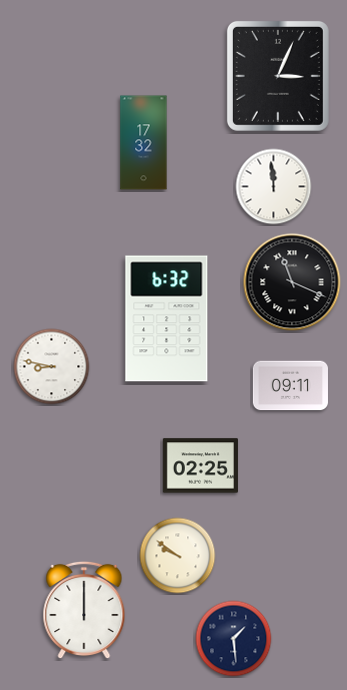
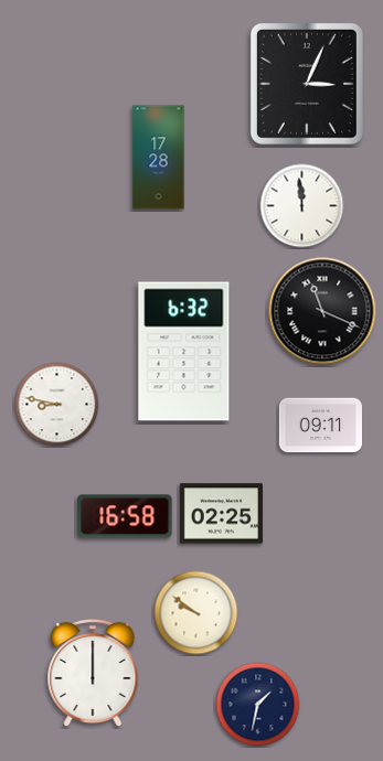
clock at (144, 143): 17:32 -> 17:28
clock at (125, 516): none -> 16:58
clock at (234, 639): 1:29 -> 1:32
